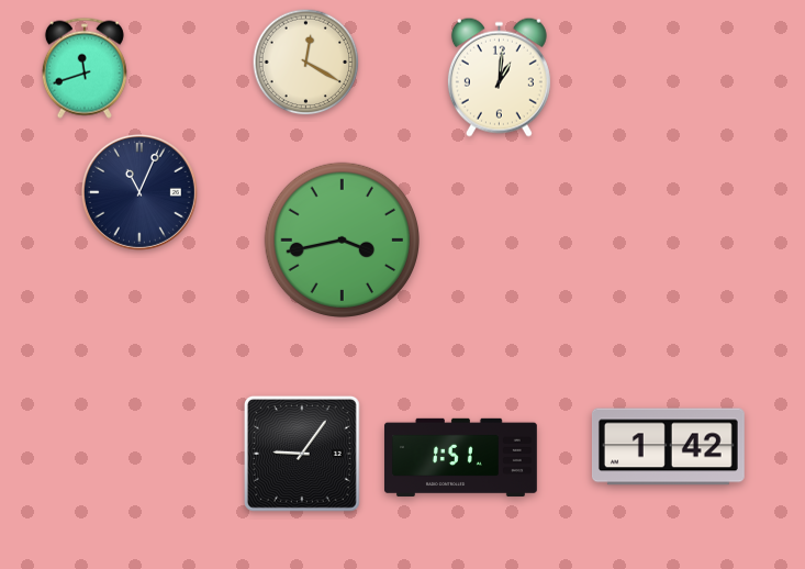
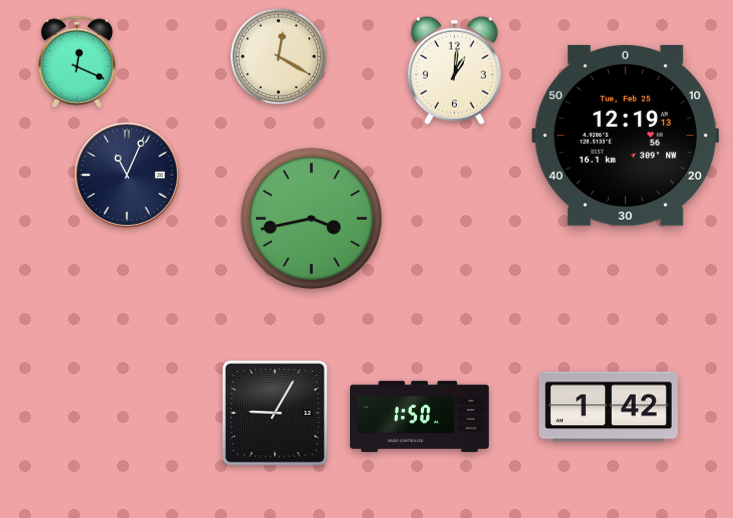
clock at (85, 68): 11:42 -> 12:19
clock at (625, 135): none -> 12:19
clock at (302, 454): 9:06 -> 9:05
clock at (460, 457): 1:51 -> 1:50
